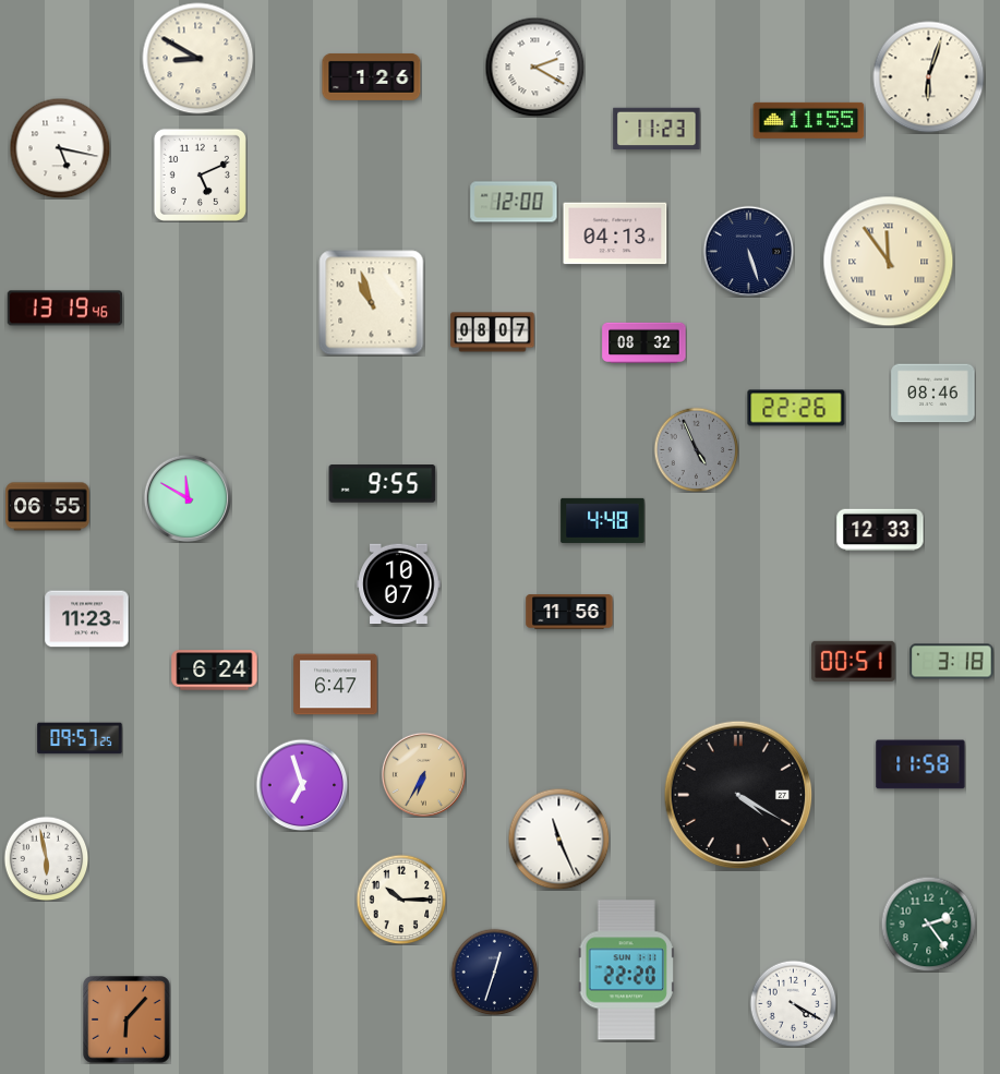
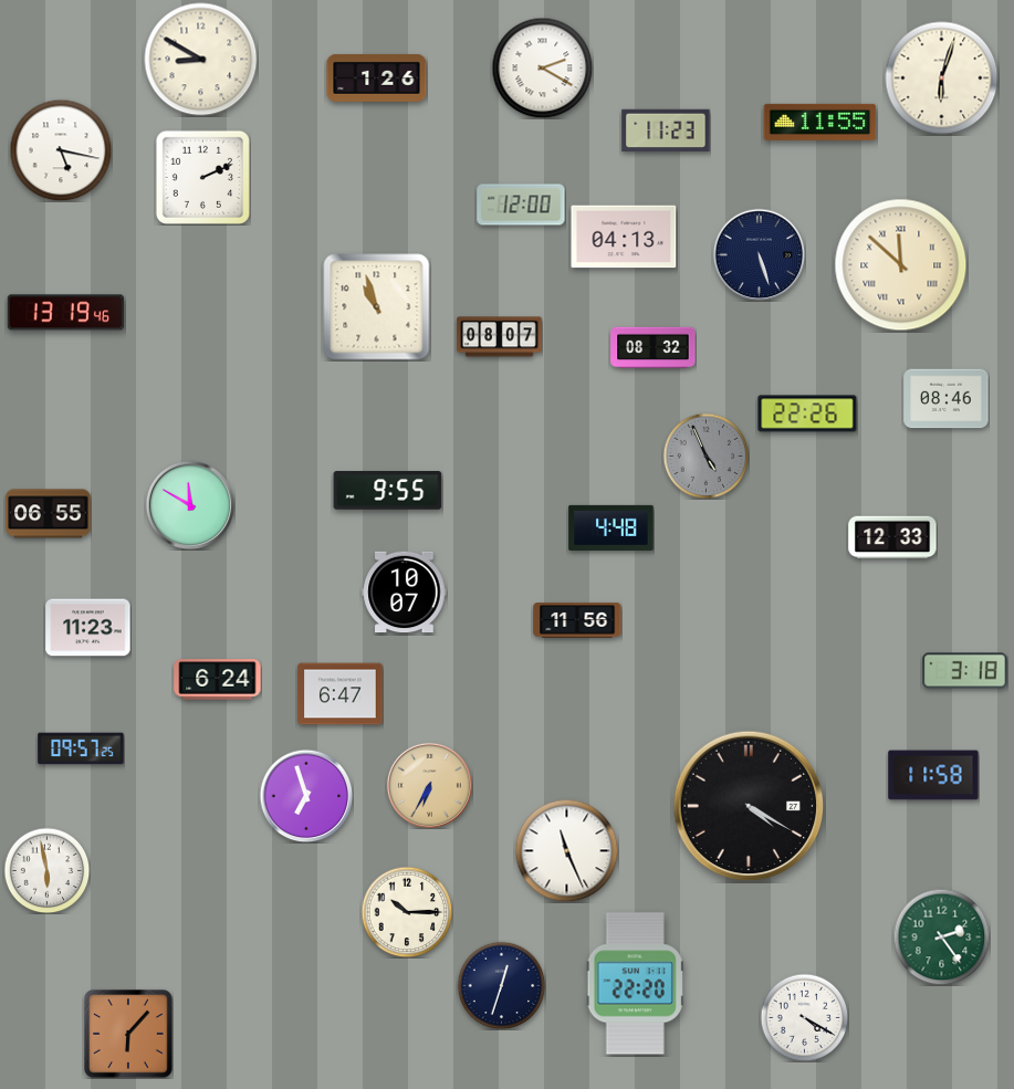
clock at (200, 174): 5:11 -> 2:11
clock at (889, 262): 11:54 -> 11:52
clock at (854, 661): 00:51 -> none
